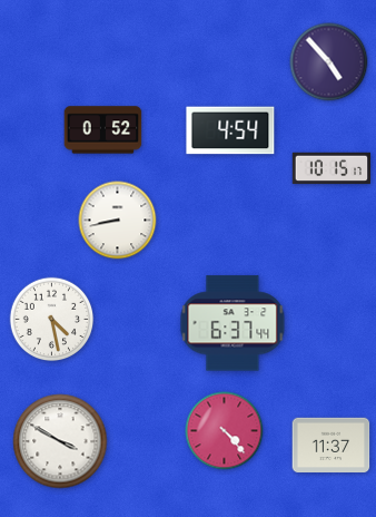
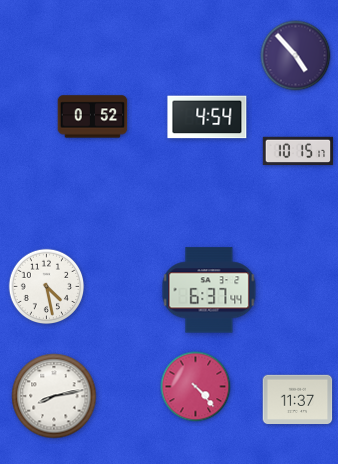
clock at (118, 221): 8:43 -> none
clock at (225, 431) position: (225, 431) -> (196, 387)
clock at (60, 441): 3:50 -> 8:13
